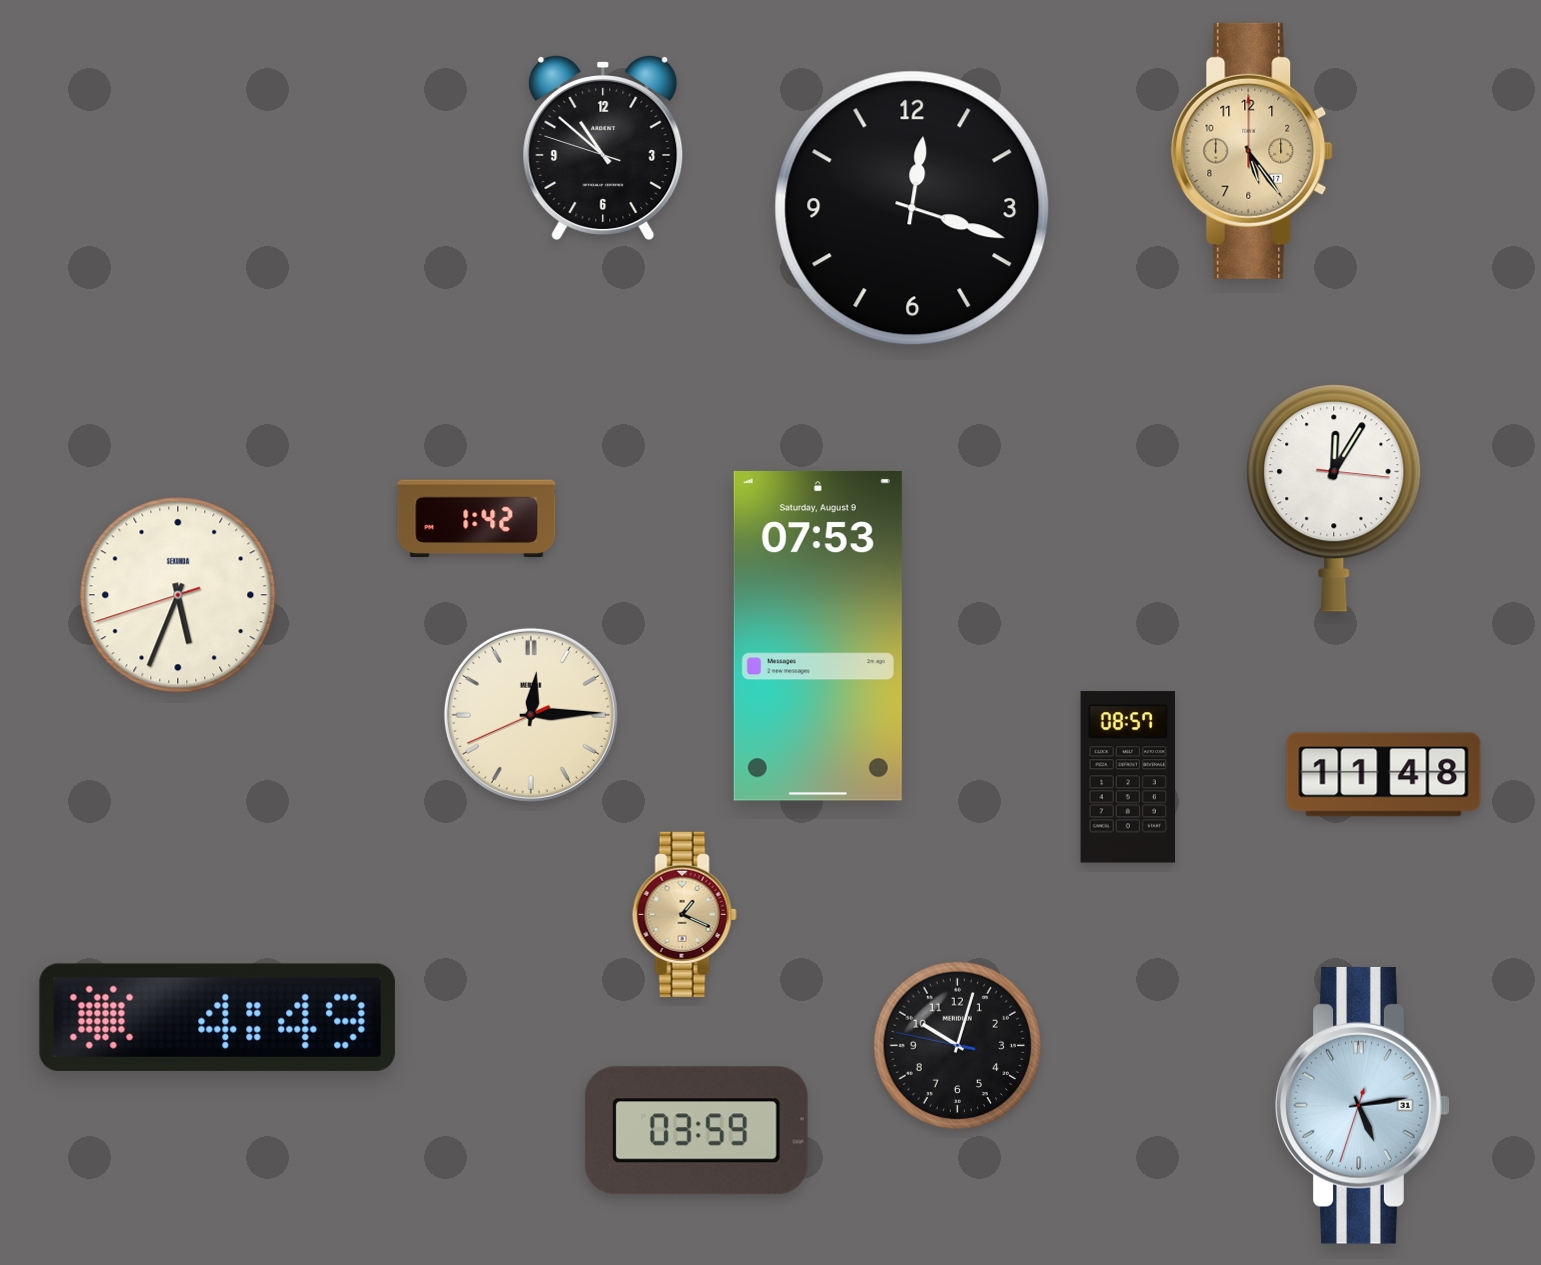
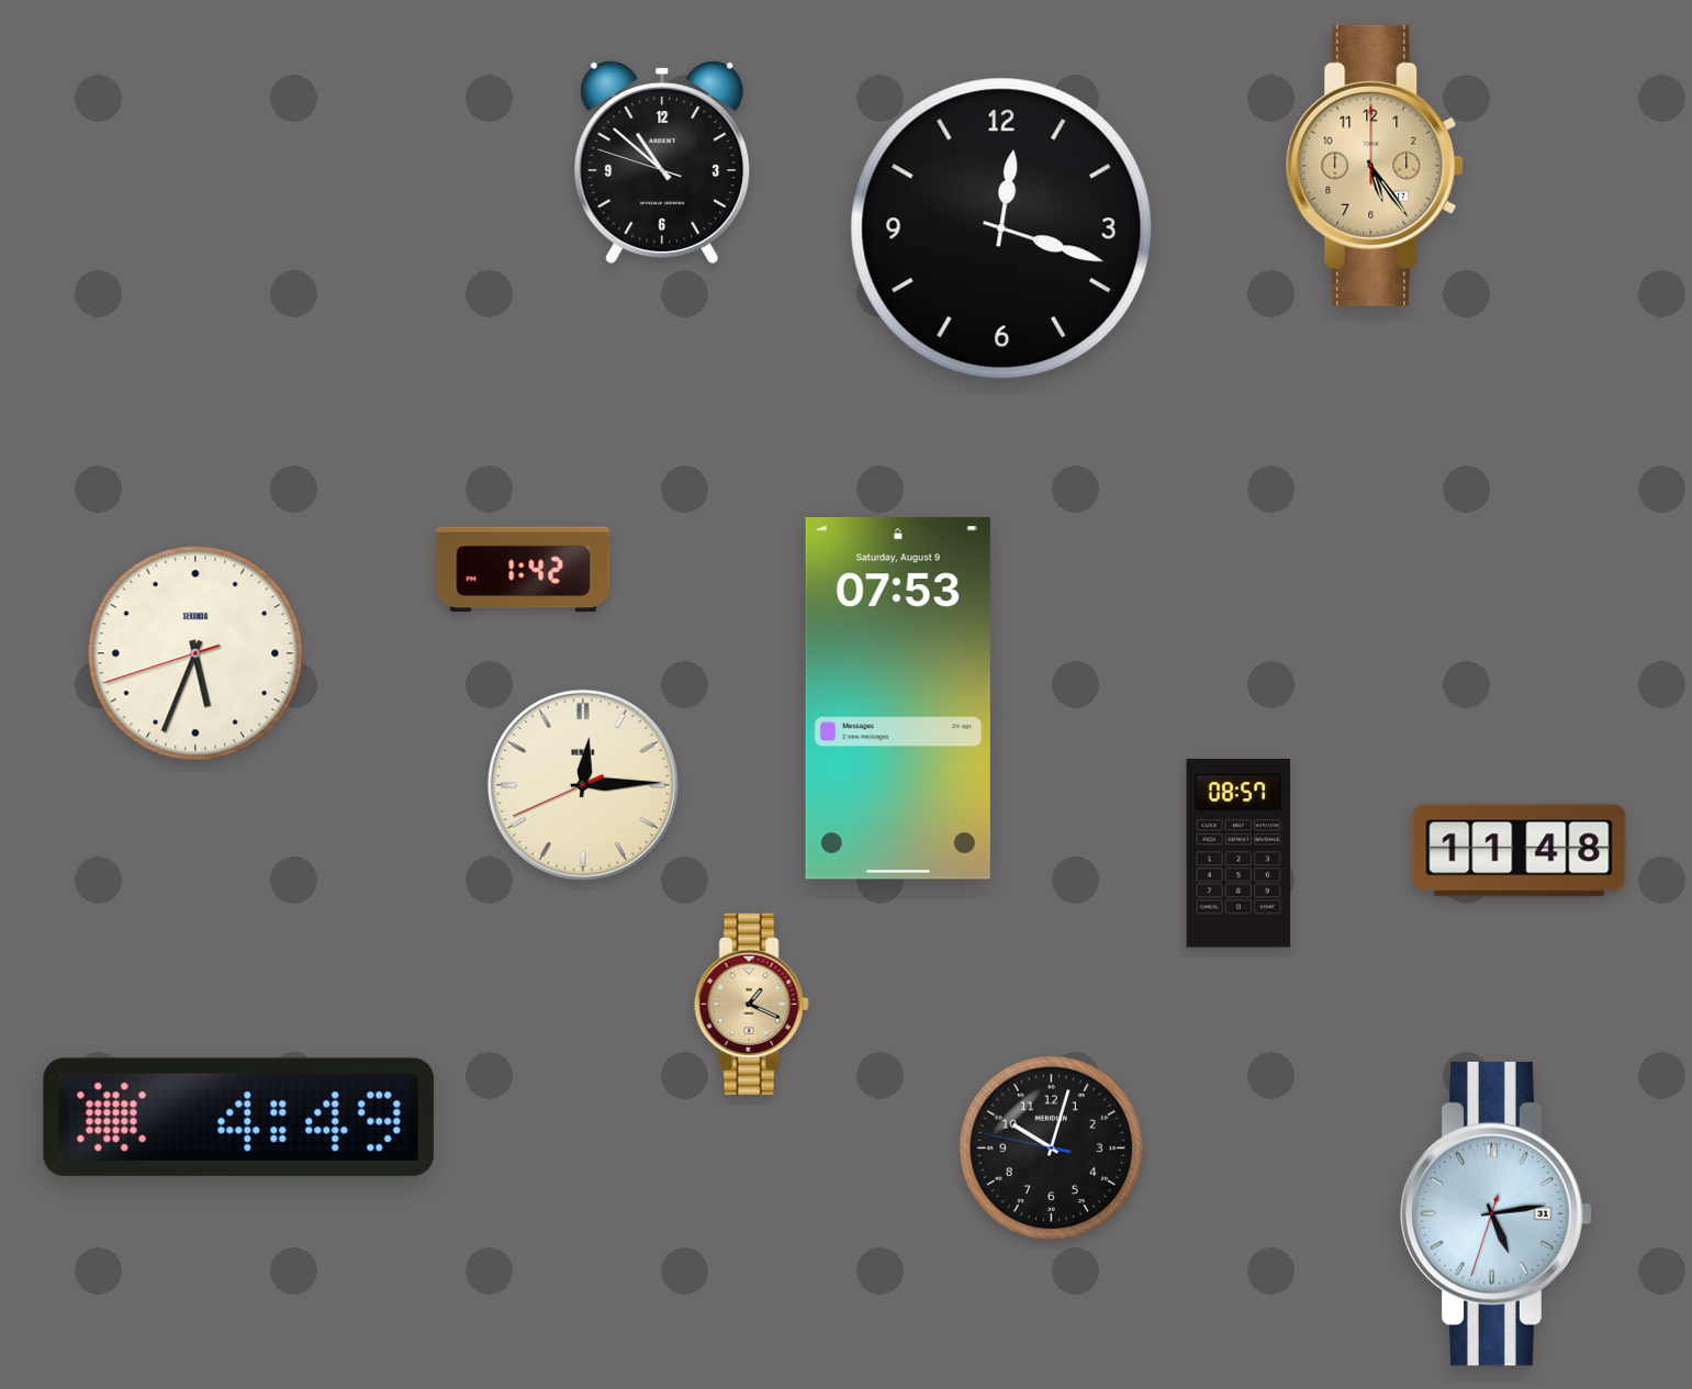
clock at (1334, 498): 12:05 -> none
clock at (696, 1131): 03:59 -> none
